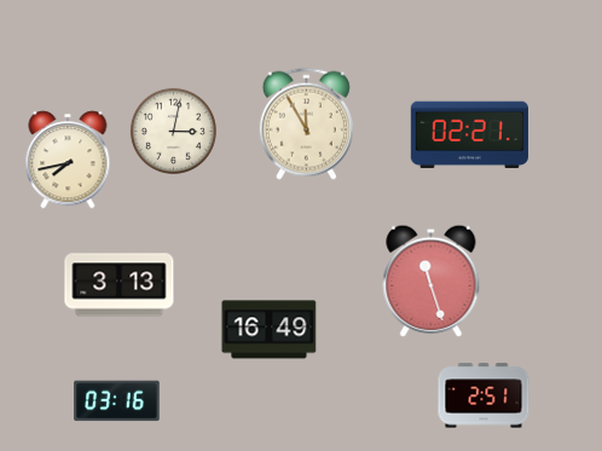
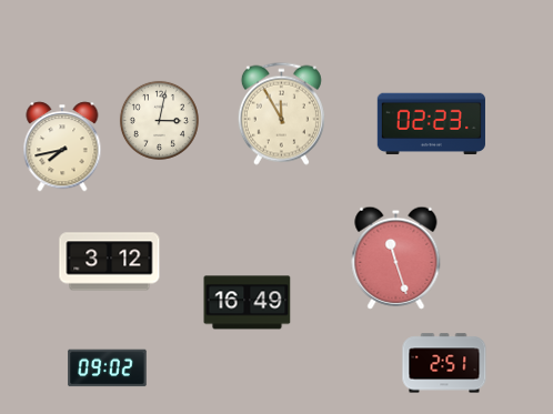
clock at (469, 135): 02:21 -> 02:23
clock at (120, 285): 3:13 -> 3:12
clock at (117, 401): 03:16 -> 09:02
